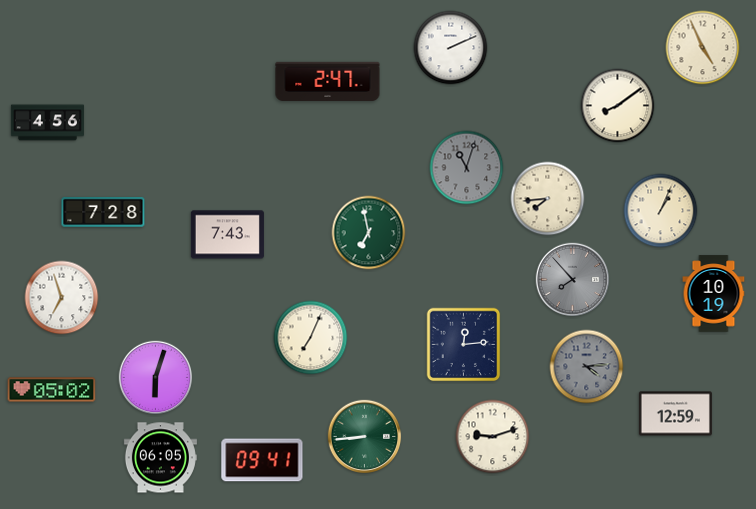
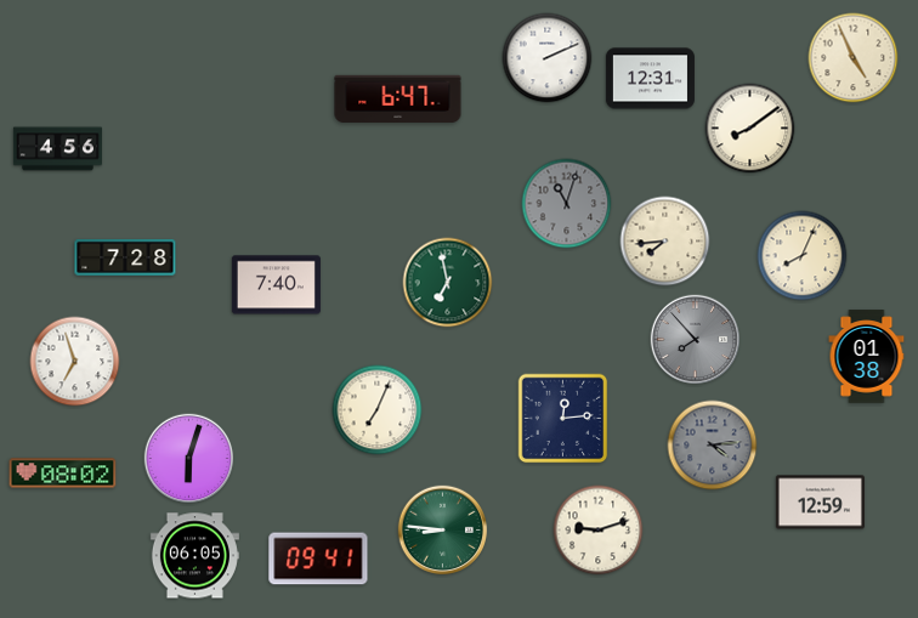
clock at (650, 79): none -> 12:31
clock at (328, 81): 2:47 -> 6:47
clock at (661, 211): 1:04 -> 8:04
clock at (227, 235): 7:43 -> 7:40
clock at (714, 294): 10:19 -> 01:38
clock at (52, 390): 05:02 -> 08:02
clock at (365, 437): 8:44 -> 8:46
